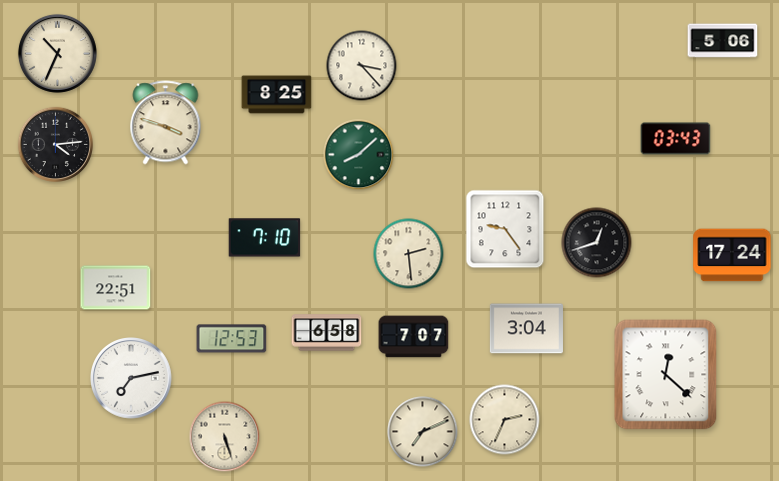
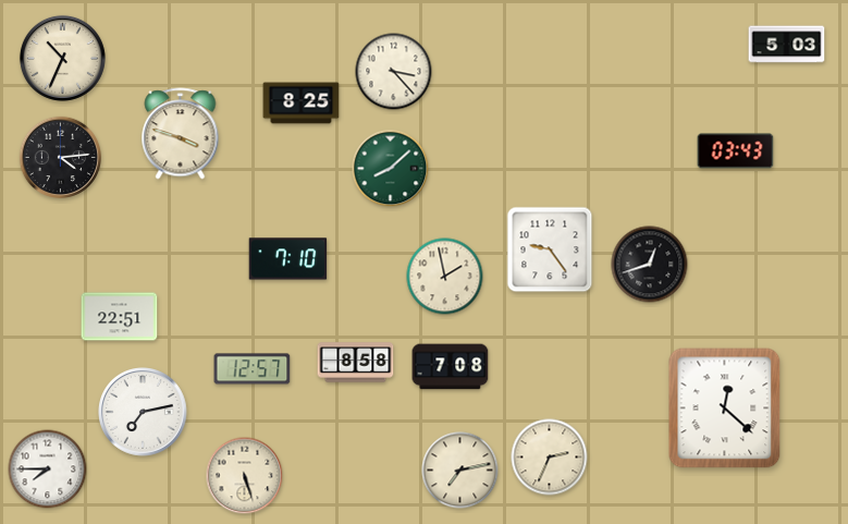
clock at (723, 41): 5:06 -> 5:03
clock at (409, 254): 2:29 -> 1:58
clock at (732, 255): 17:24 -> none
clock at (116, 288) position: (116, 288) -> (120, 317)
clock at (526, 329): 3:04 -> none
clock at (327, 333): 6:58 -> 8:58
clock at (414, 337): 7:07 -> 7:08
clock at (232, 339): 12:53 -> 12:57
clock at (48, 470): none -> 7:45
clock at (423, 432): 7:11 -> 7:13
